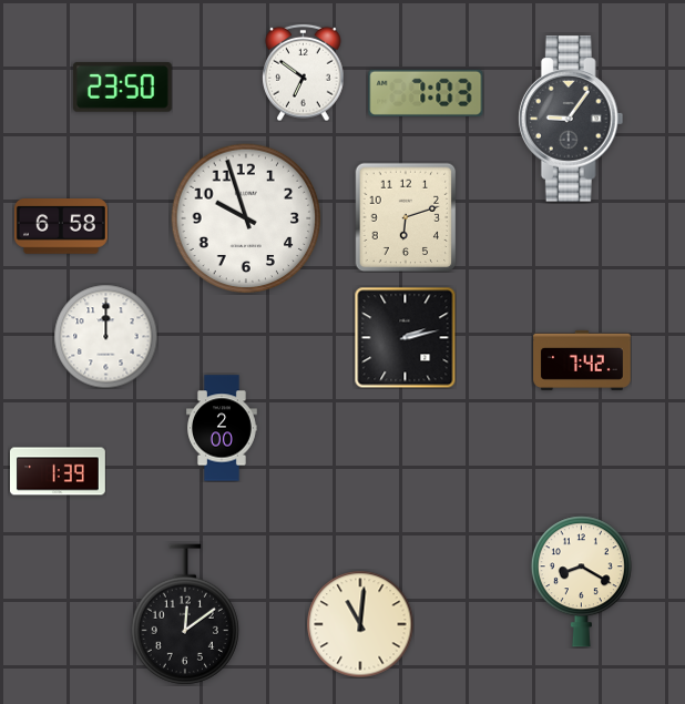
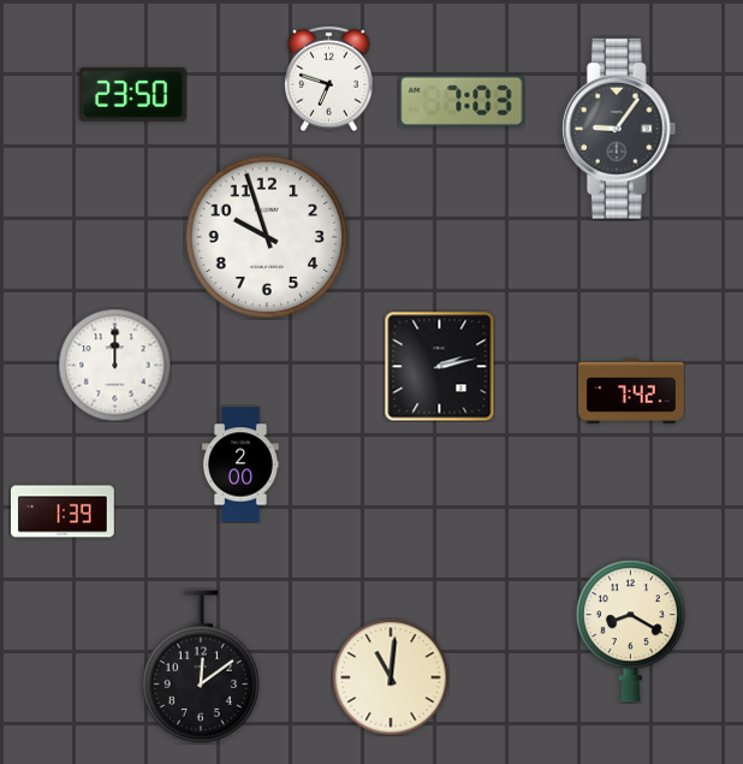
clock at (304, 72): 6:51 -> 6:48
clock at (406, 217): 6:12 -> none
clock at (61, 226): 6:58 -> none
